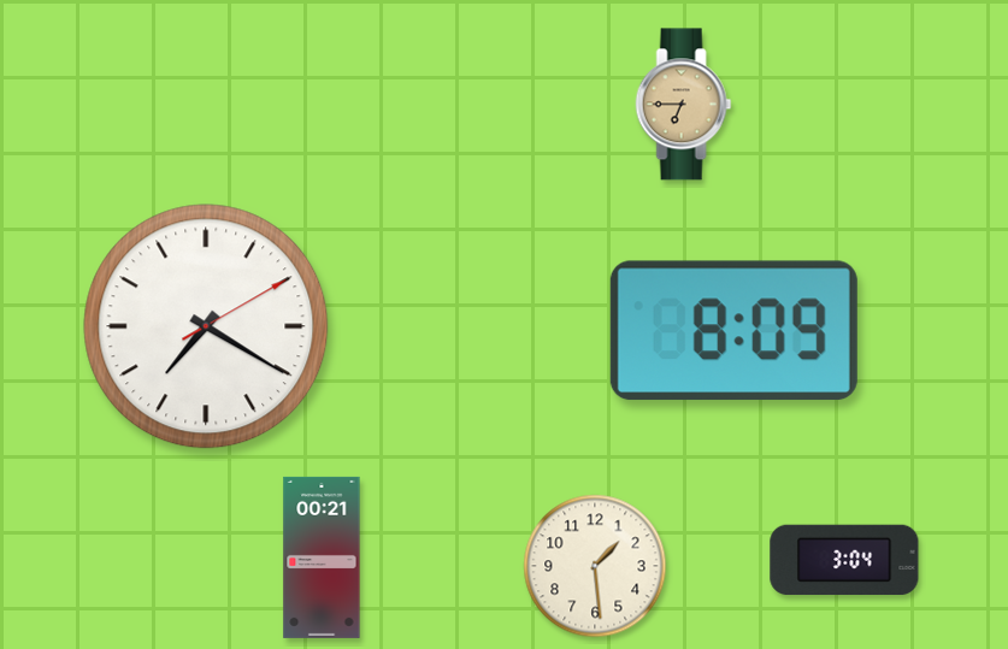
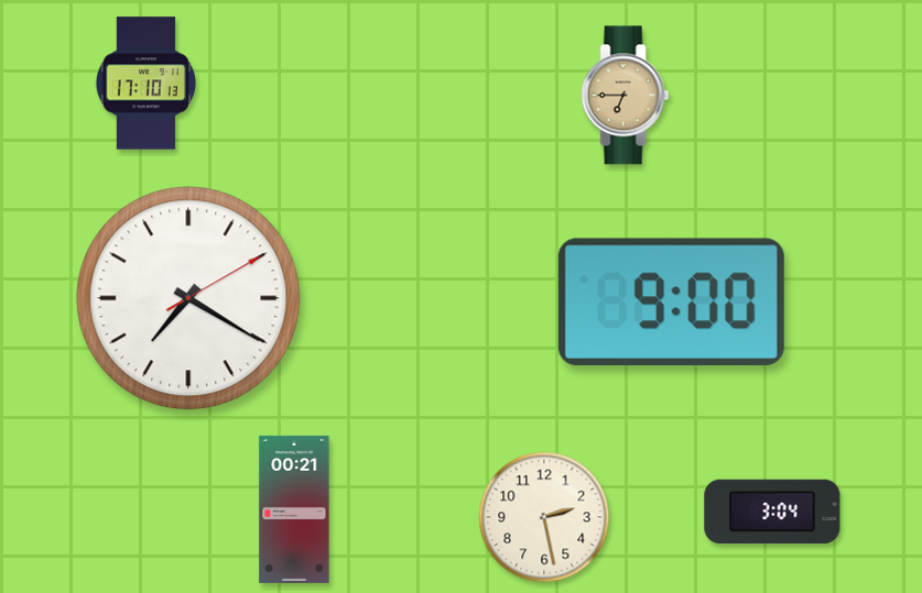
clock at (145, 84): none -> 17:10
clock at (733, 331): 8:09 -> 9:00
clock at (595, 566): 1:29 -> 2:28
